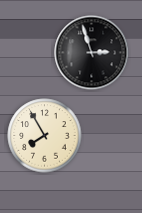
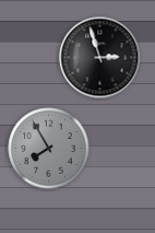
clock at (45, 136) dial: cream -> grey
